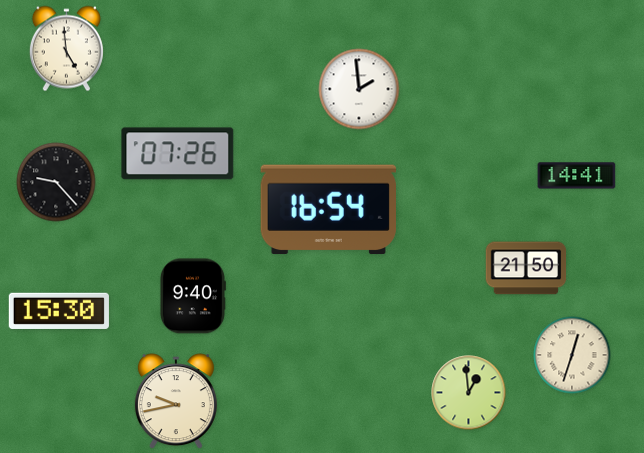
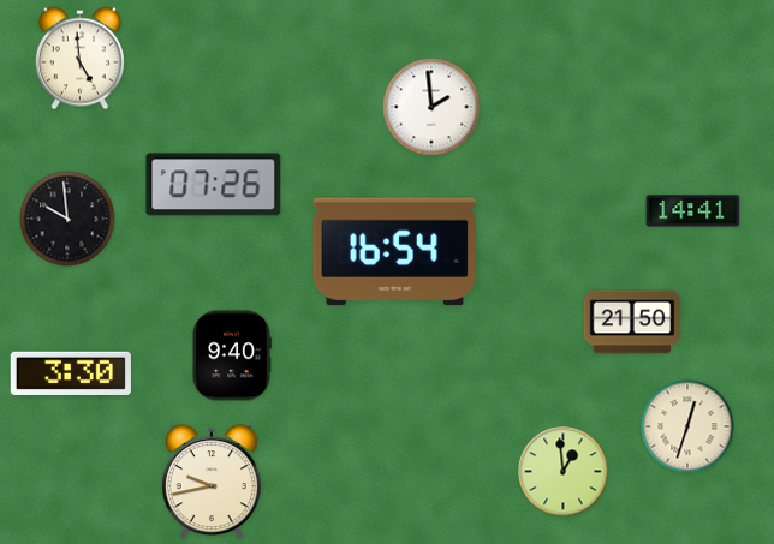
clock at (56, 182): 9:23 -> 9:59
clock at (59, 311): 15:30 -> 3:30
